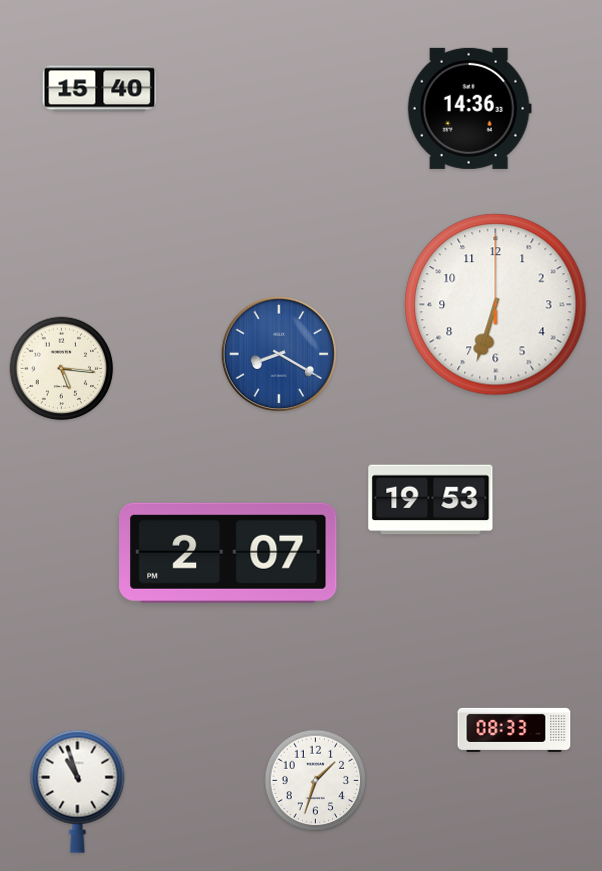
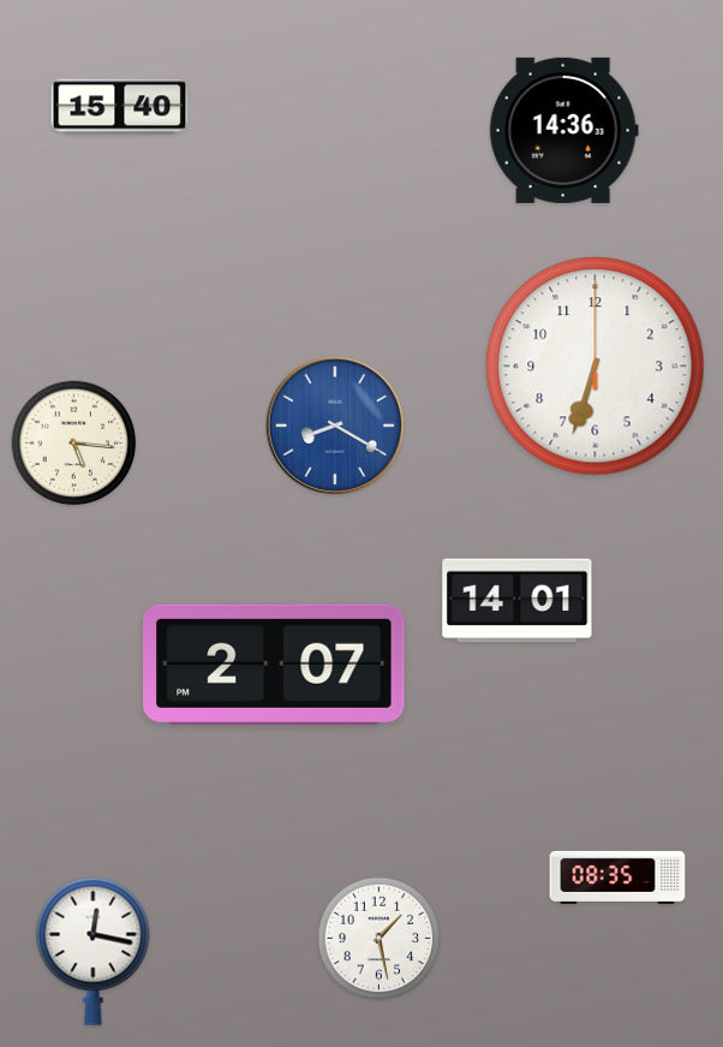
clock at (431, 500): 19:53 -> 14:01
clock at (514, 730): 08:33 -> 08:35
clock at (316, 781): 1:33 -> 1:28
clock at (78, 791): 10:57 -> 12:17
